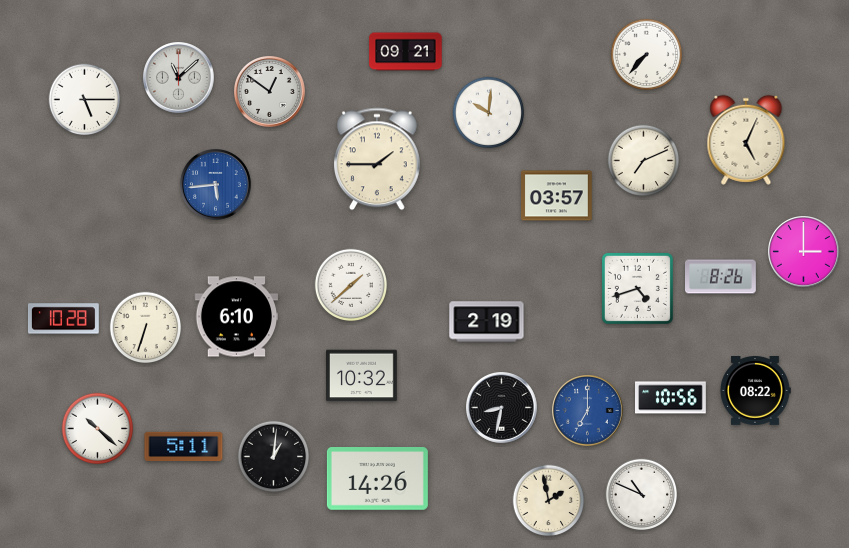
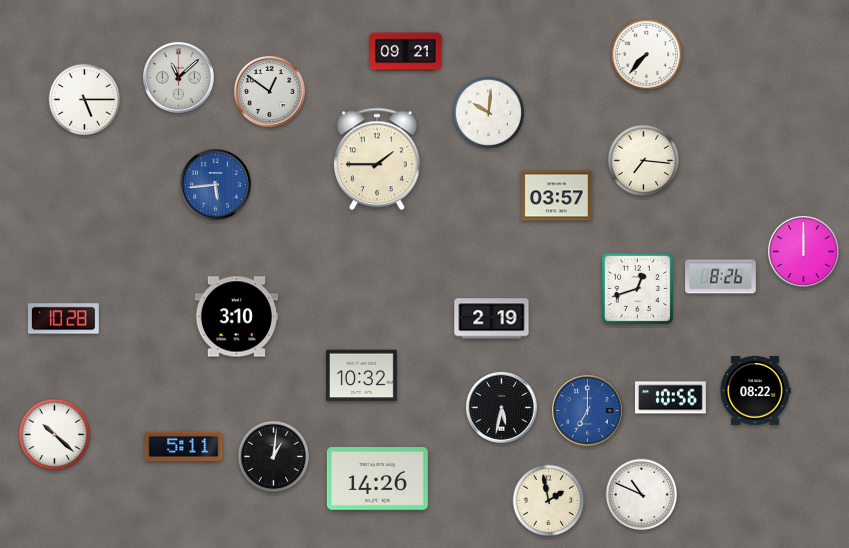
clock at (746, 140): 5:04 -> none
clock at (644, 161): 7:11 -> 7:16
clock at (804, 252): 3:00 -> 12:00
clock at (351, 285): 1:38 -> none
clock at (637, 288): 4:42 -> 12:42
clock at (237, 317): 6:10 -> 3:10
clock at (487, 322) position: (487, 322) -> (492, 319)
clock at (146, 328): 6:33 -> none
clock at (502, 408): 8:32 -> 5:32
clock at (98, 429) position: (98, 429) -> (55, 435)
